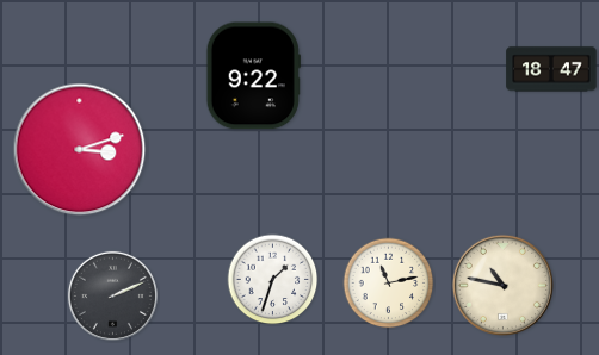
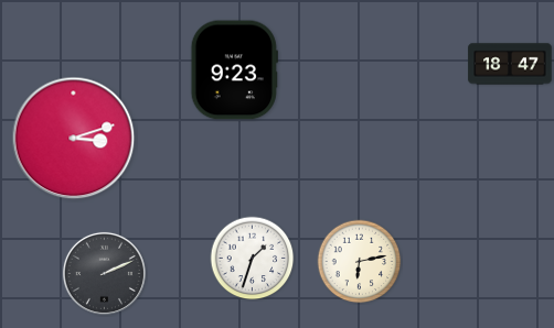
clock at (253, 76): 9:22 -> 9:23
clock at (389, 284): 11:13 -> 6:13
clock at (502, 285): 10:47 -> none
